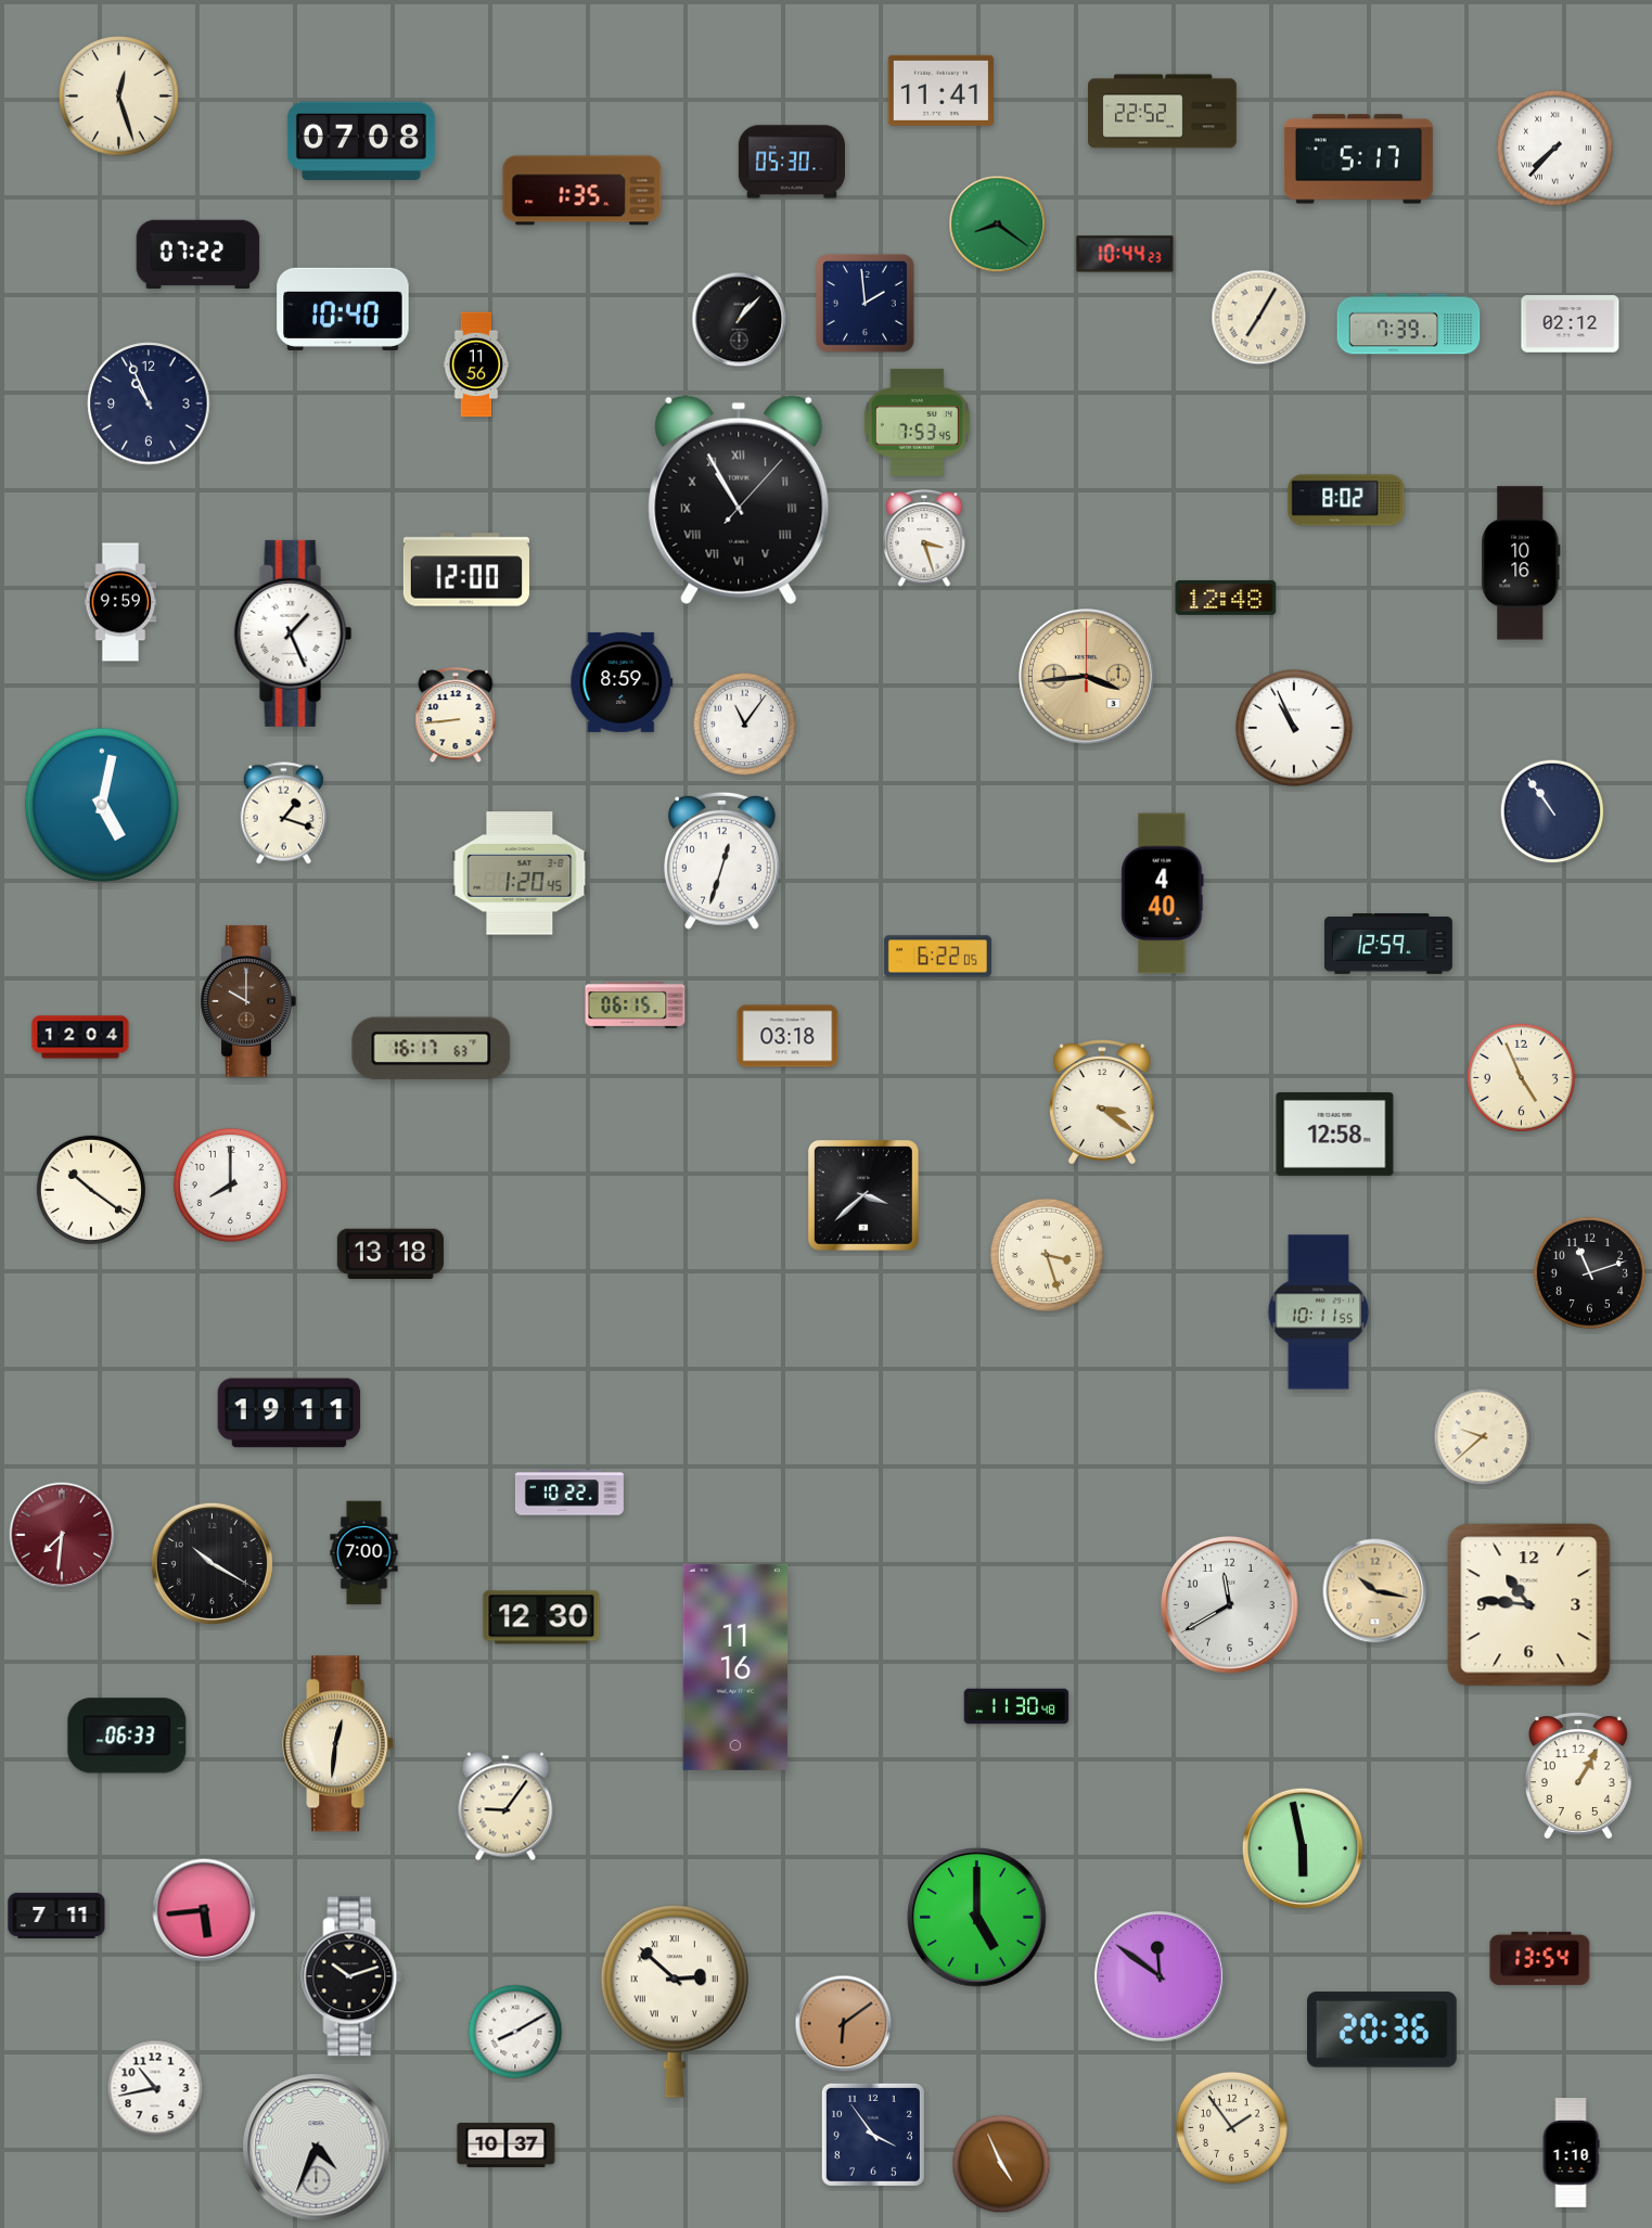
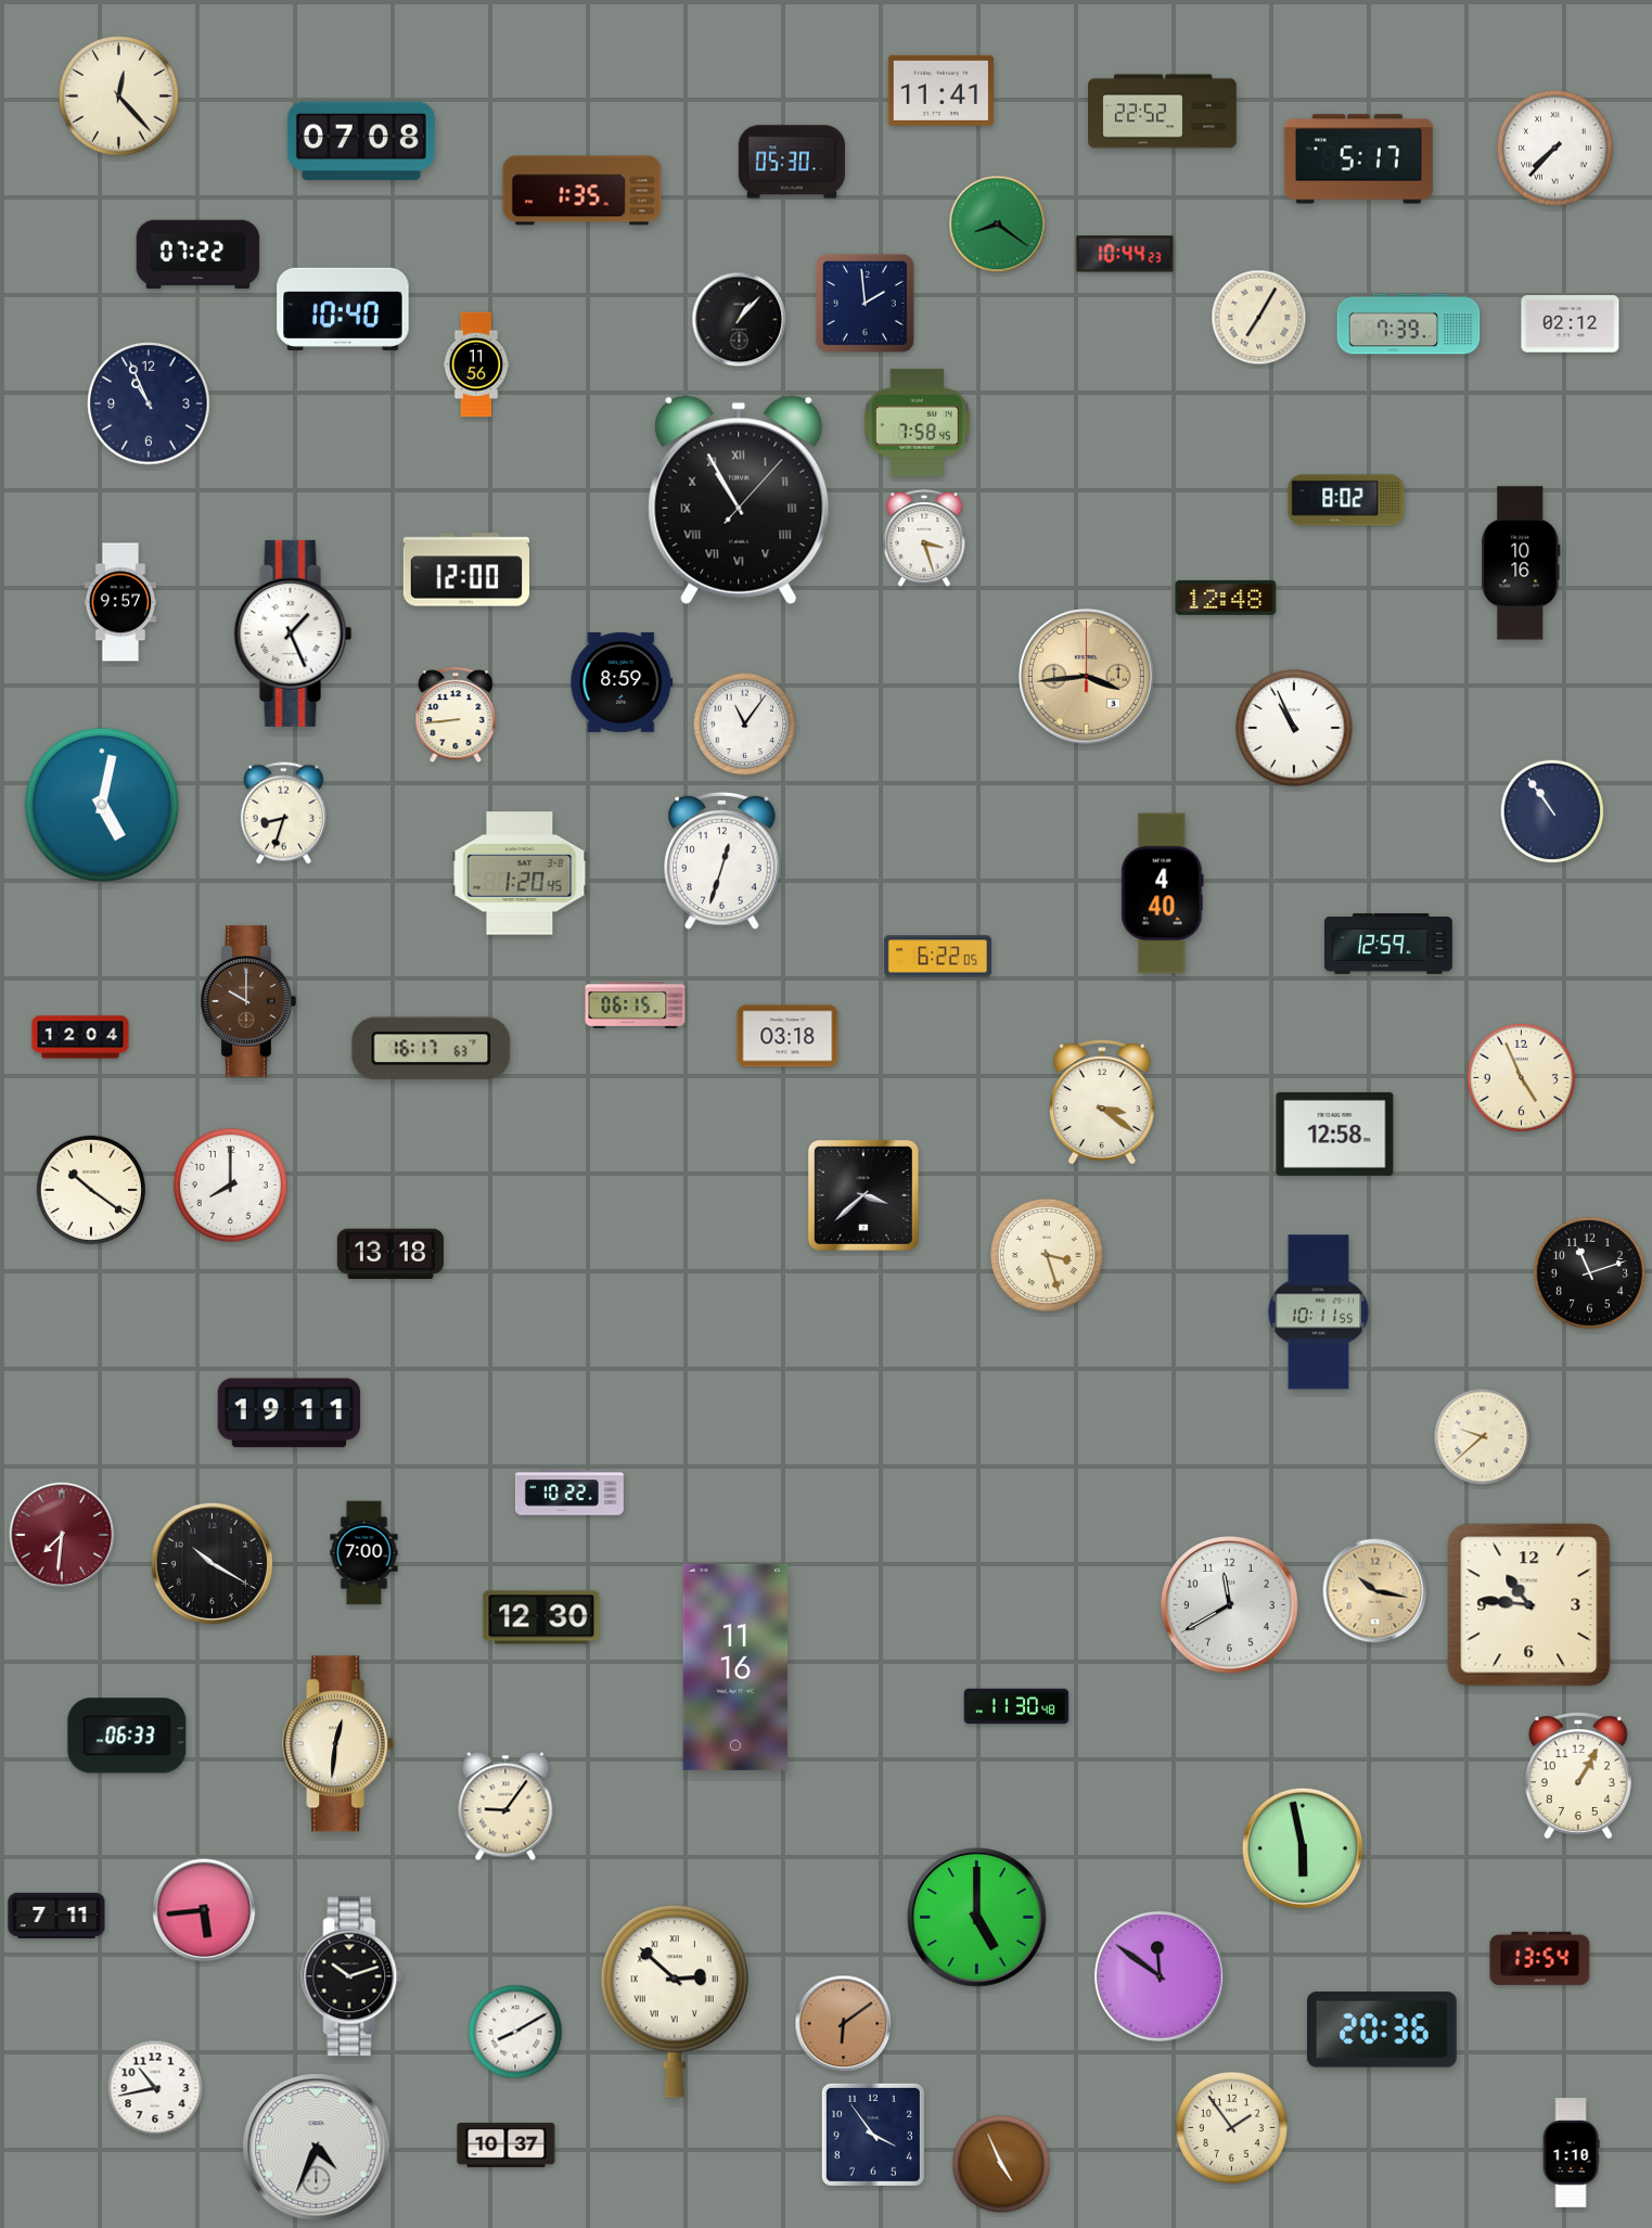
clock at (119, 97): 12:27 -> 12:23
clock at (917, 422): 7:53 -> 7:58
clock at (120, 602): 9:59 -> 9:57
clock at (283, 814): 1:18 -> 8:33
